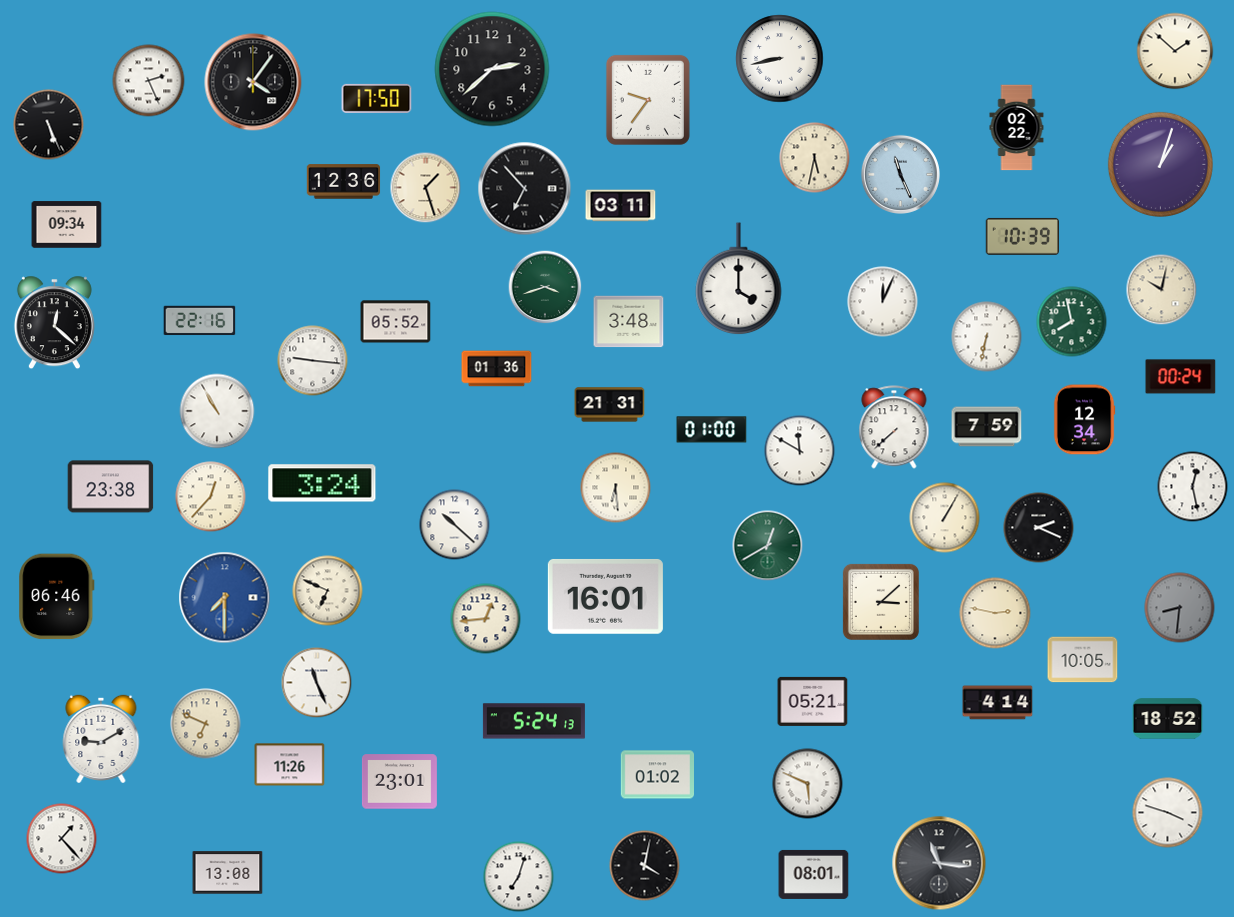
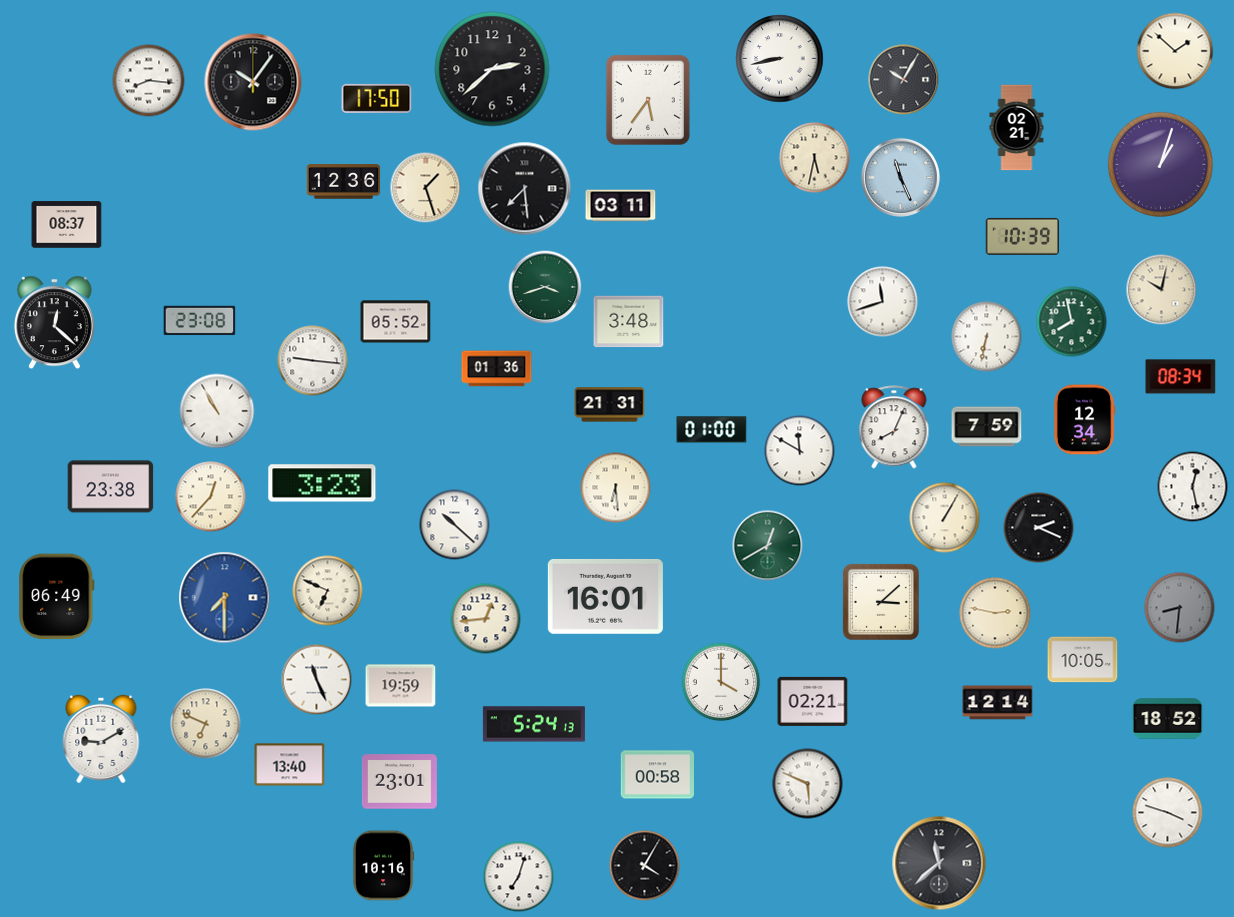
clock at (904, 80): none -> 10:05
clock at (149, 81): 2:26 -> 8:16
clock at (253, 82): 4:06 -> 10:06
clock at (648, 100): 9:36 -> 5:36
clock at (49, 125): 5:26 -> none
clock at (1017, 128): 02:22 -> 02:21
clock at (900, 174) position: (900, 174) -> (900, 177)
clock at (525, 189): 6:53 -> 7:29
clock at (67, 225): 09:34 -> 08:37
clock at (739, 279): 4:00 -> none
clock at (883, 302): 12:04 -> 11:42
clock at (200, 321): 22:16 -> 23:08
clock at (1181, 377): 00:24 -> 08:34
clock at (894, 427): 7:38 -> 8:04
clock at (322, 483): 3:24 -> 3:23
clock at (57, 597): 06:46 -> 06:49
clock at (721, 682): none -> 4:00
clock at (317, 683) position: (317, 683) -> (317, 680)
clock at (401, 686): none -> 19:59
clock at (813, 701): 05:21 -> 02:21
clock at (998, 703): 4:14 -> 12:14
clock at (534, 721) position: (534, 721) -> (534, 724)
clock at (290, 765): 11:26 -> 13:40
clock at (657, 775): 01:02 -> 00:58
clock at (62, 839): 1:23 -> none
clock at (939, 863): 11:16 -> 11:38
clock at (383, 866): none -> 10:16
clock at (645, 866): 4:02 -> 4:05
clock at (228, 873): 13:08 -> none
clock at (814, 874): 08:01 -> none
